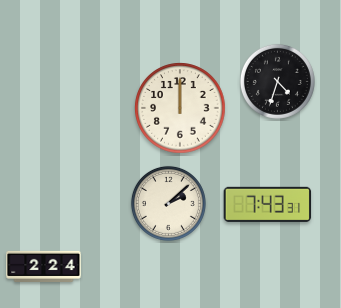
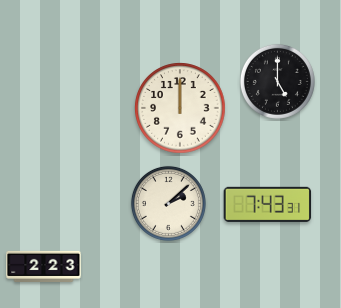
clock at (277, 81): 4:33 -> 5:00
clock at (44, 266): 2:24 -> 2:23
